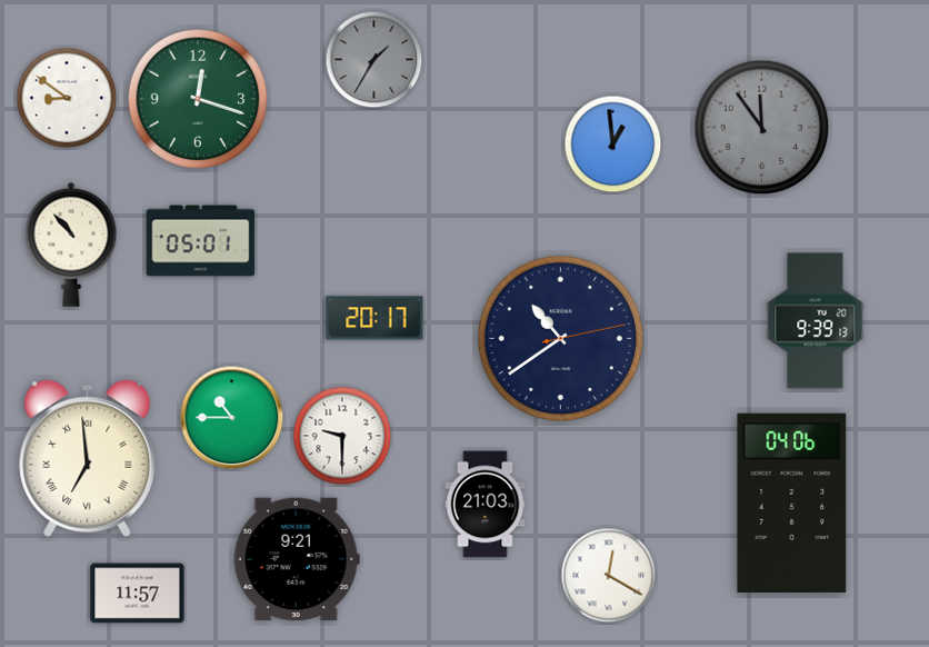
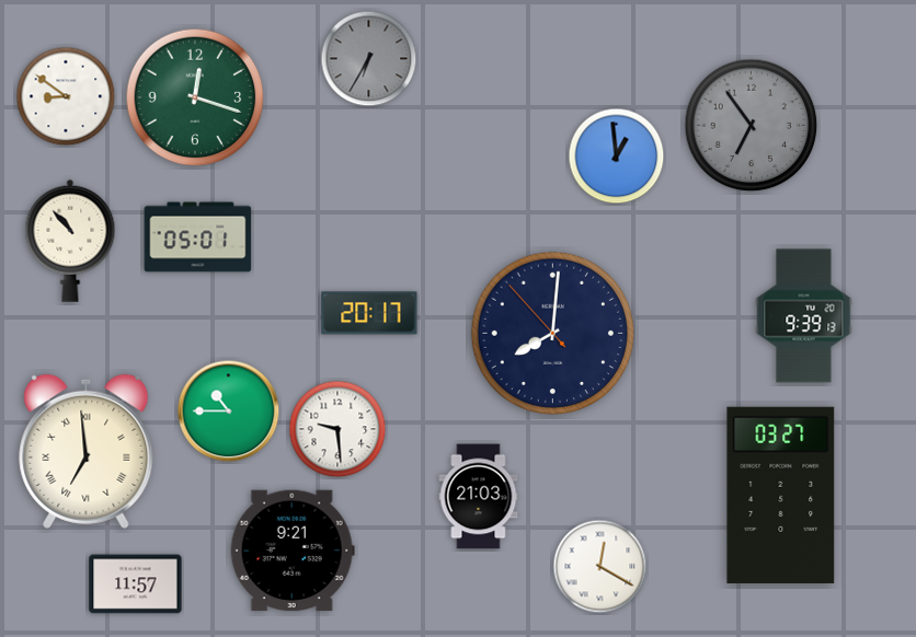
clock at (374, 60): 1:35 -> 6:35
clock at (762, 128): 11:54 -> 6:54
clock at (613, 145) position: (613, 145) -> (617, 157)
clock at (561, 339): 10:39 -> 8:00
clock at (342, 436): 9:30 -> 9:29
clock at (792, 502): 04:06 -> 03:27
